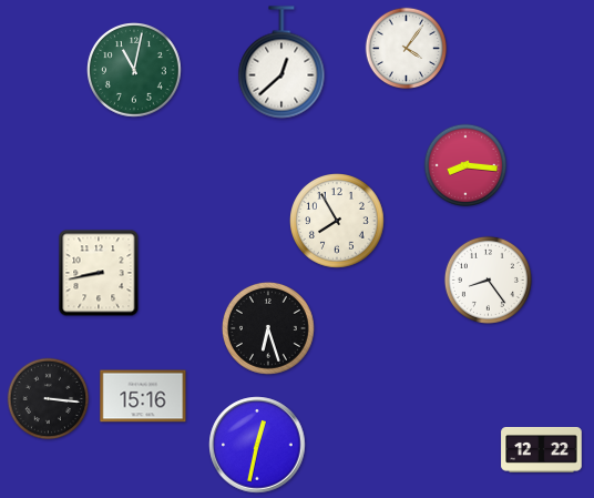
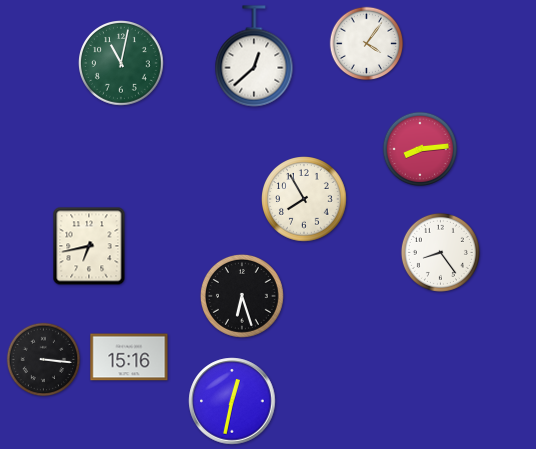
clock at (465, 165): 8:16 -> 8:14
clock at (99, 273): 8:43 -> 6:43
clock at (542, 449): 12:22 -> none
